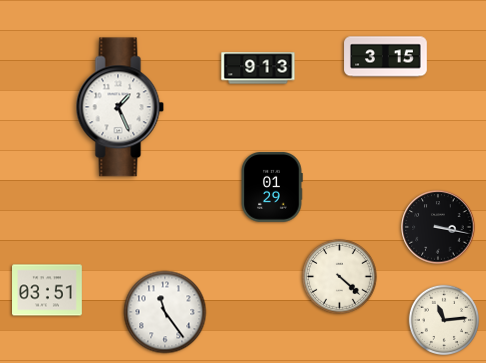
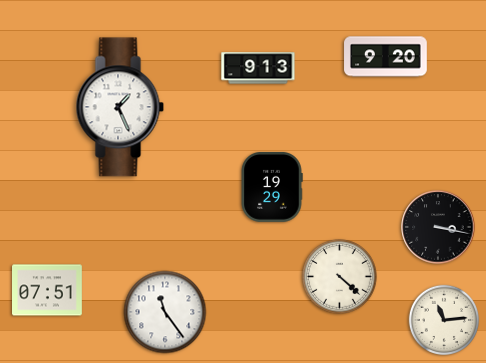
clock at (386, 57): 3:15 -> 9:20
clock at (272, 187): 01:29 -> 19:29
clock at (48, 290): 03:51 -> 07:51
